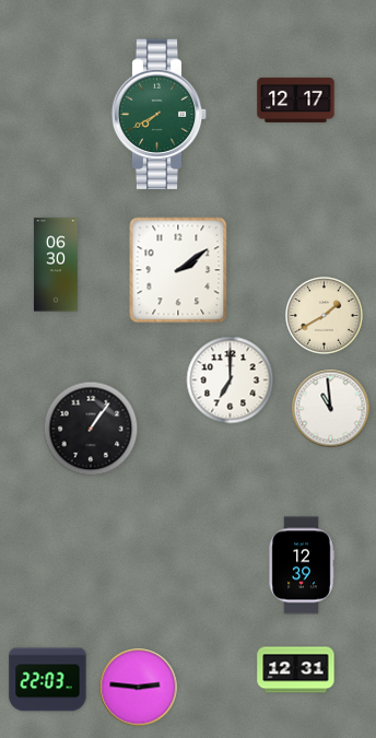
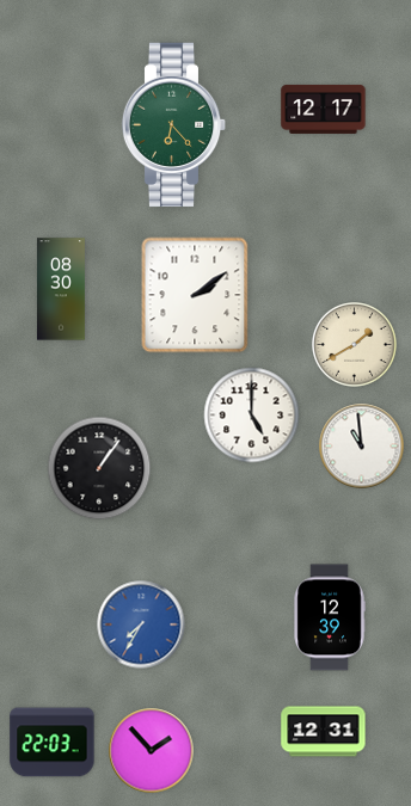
clock at (160, 115): 7:40 -> 6:23
clock at (56, 265): 06:30 -> 08:30
clock at (231, 380): 7:00 -> 5:00
clock at (141, 625): none -> 7:35
clock at (139, 688): 2:46 -> 1:53
